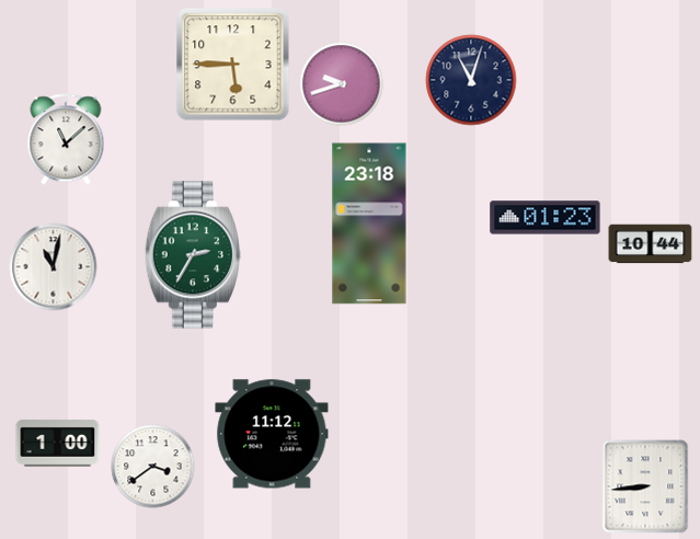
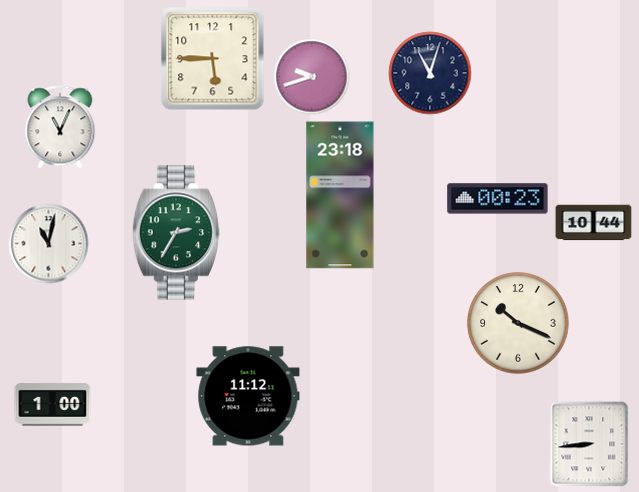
clock at (66, 139): 11:08 -> 11:04
clock at (546, 218): 01:23 -> 00:23
clock at (369, 223) position: (369, 223) -> (340, 195)
clock at (518, 323): none -> 10:19
clock at (153, 467): 3:39 -> none
